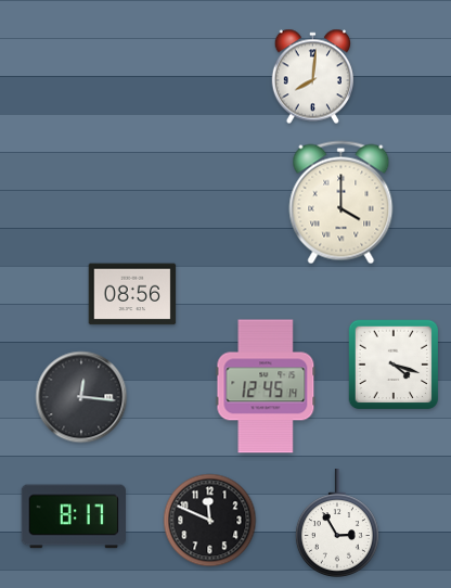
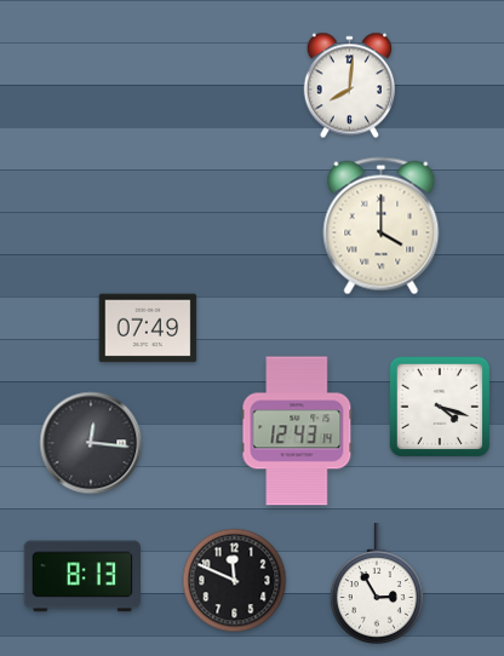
clock at (132, 294): 08:56 -> 07:49
clock at (266, 386): 12:45 -> 12:43
clock at (73, 516): 8:17 -> 8:13
